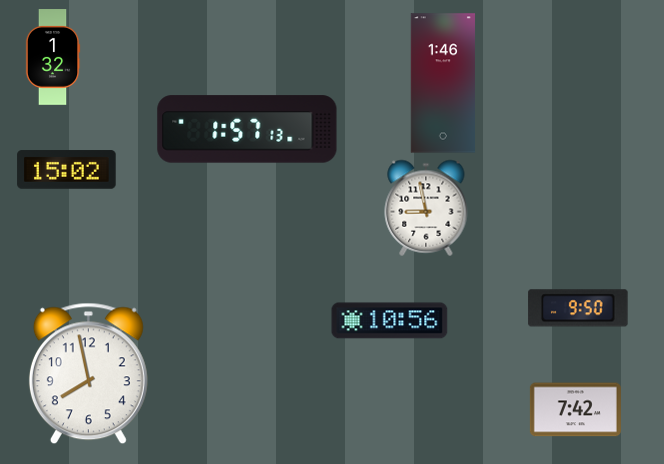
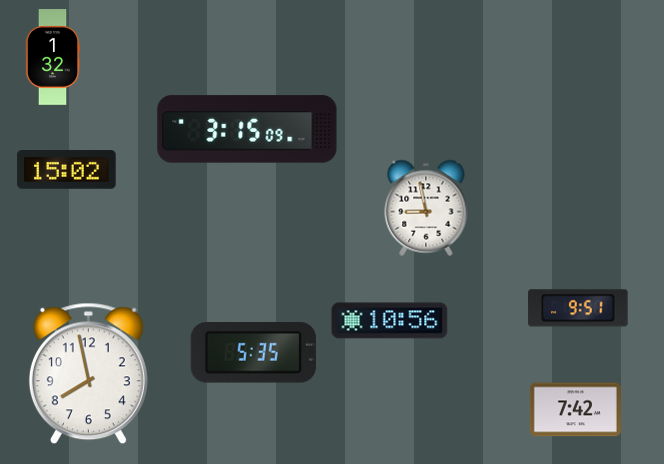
clock at (443, 83): 1:46 -> none
clock at (247, 129): 1:57 -> 3:15
clock at (578, 308): 9:50 -> 9:51
clock at (253, 353): none -> 5:35
